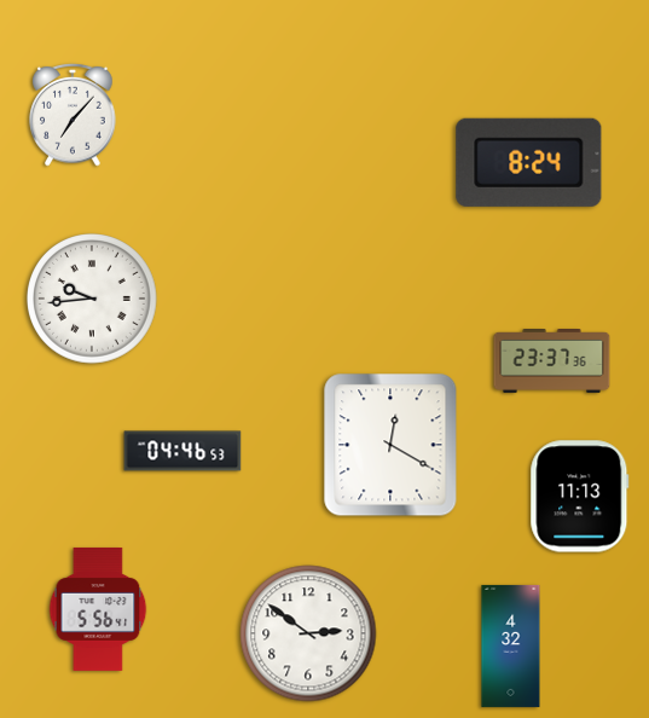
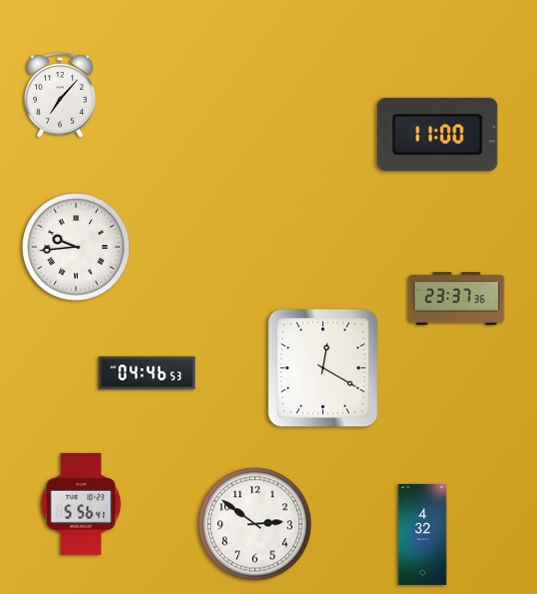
clock at (529, 162): 8:24 -> 11:00
clock at (182, 451) position: (182, 451) -> (147, 373)
clock at (580, 497): 11:13 -> none
